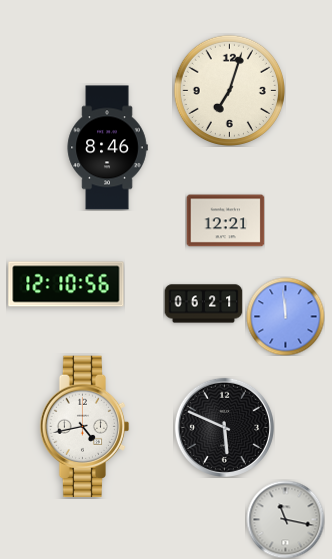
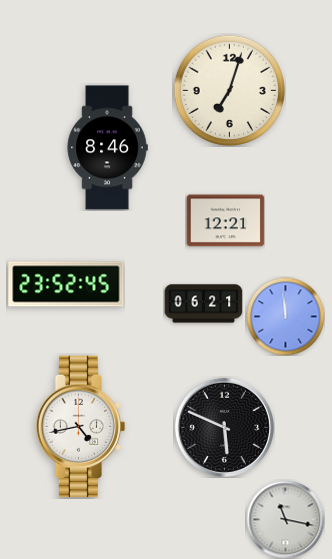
clock at (66, 284): 12:10 -> 23:52
clock at (85, 427) position: (85, 427) -> (81, 427)
